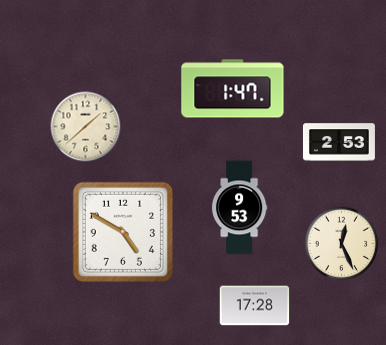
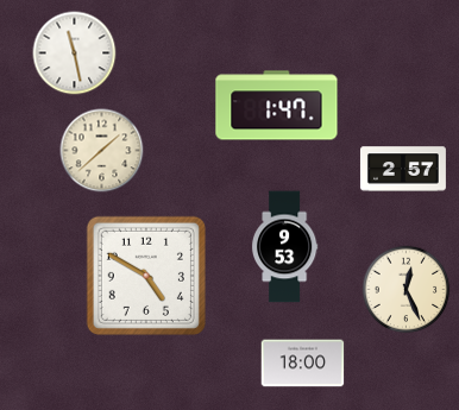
clock at (75, 53): none -> 11:28
clock at (339, 142): 2:53 -> 2:57
clock at (255, 306): 17:28 -> 18:00
